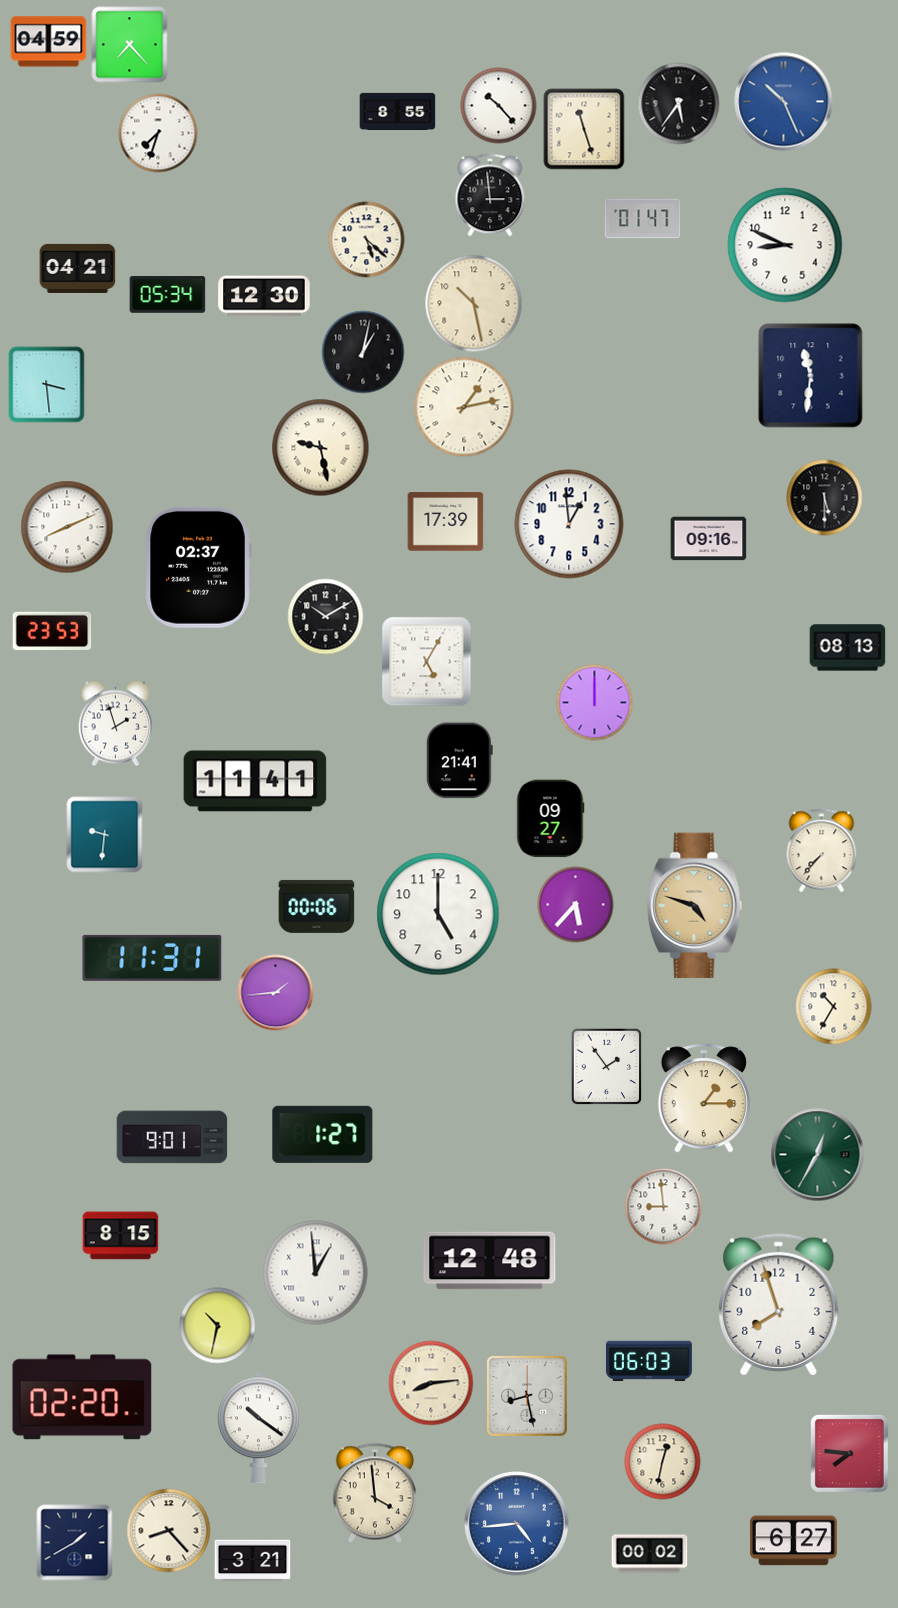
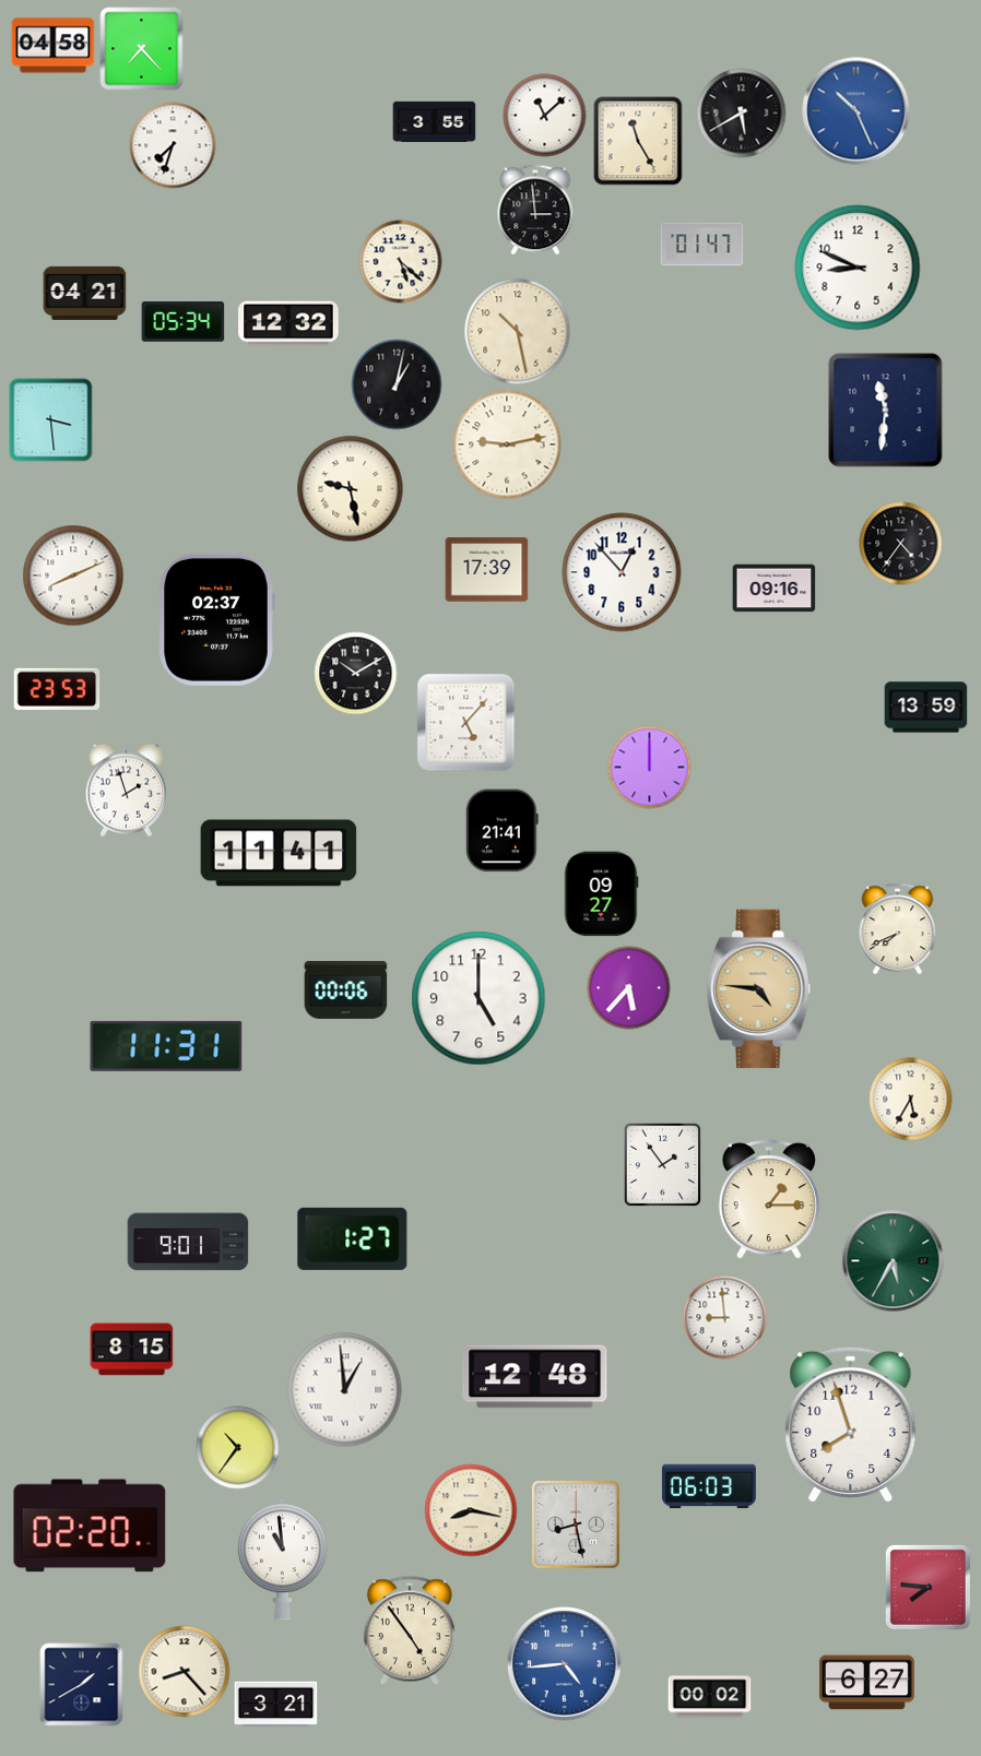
clock at (49, 42): 04:59 -> 04:58
clock at (679, 104): 5:36 -> 5:40
clock at (499, 106): 10:23 -> 11:08
clock at (398, 111): 8:55 -> 3:55
clock at (584, 129): 11:27 -> 11:25
clock at (490, 195) position: (490, 195) -> (535, 210)
clock at (643, 219) position: (643, 219) -> (702, 245)
clock at (264, 296): 12:30 -> 12:32
clock at (464, 407): 1:13 -> 9:13
clock at (825, 498): 5:30 -> 4:36
clock at (569, 524): 12:59 -> 12:53
clock at (848, 648): 08:13 -> 13:59
clock at (427, 662): 5:05 -> 5:07
clock at (105, 835): 9:31 -> none
clock at (822, 851): 7:37 -> 7:41
clock at (695, 906): 4:48 -> 4:46
clock at (276, 993): 1:44 -> none
clock at (834, 1007): 10:35 -> 5:35
clock at (818, 1155): 12:35 -> 5:35
clock at (218, 1326): 10:32 -> 10:36
clock at (431, 1383): 8:14 -> 8:17
clock at (259, 1428): 10:21 -> 10:59
clock at (663, 1462): 12:32 -> none
clock at (375, 1493): 3:59 -> 4:54
